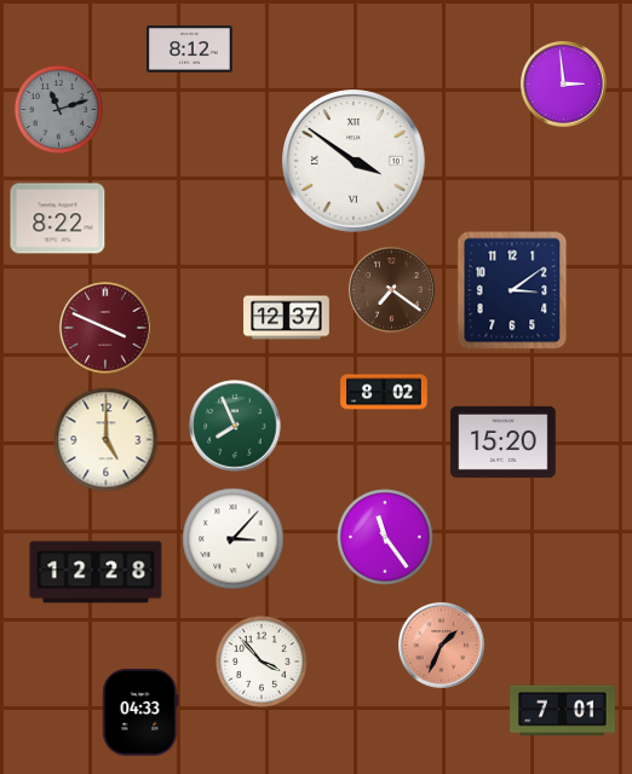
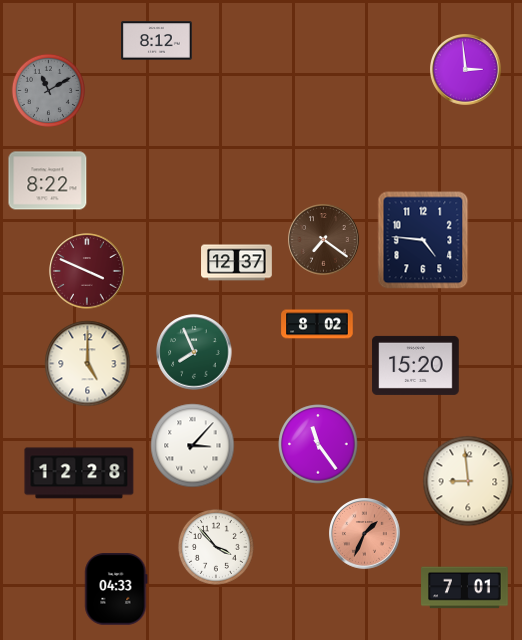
clock at (58, 109): 11:12 -> 11:10
clock at (355, 162): 3:51 -> none
clock at (512, 290): 3:09 -> 4:46
clock at (468, 481): none -> 8:59
